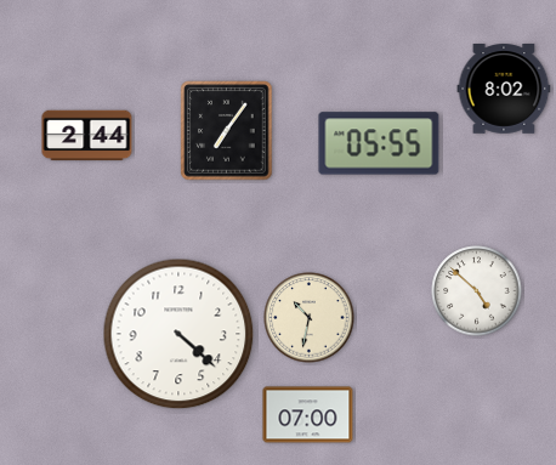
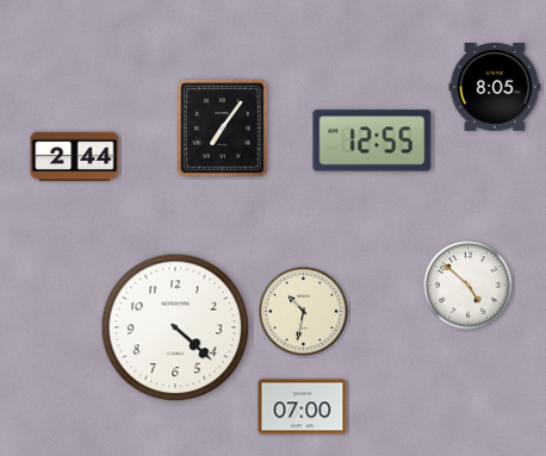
clock at (504, 90): 8:02 -> 8:05
clock at (87, 136) position: (87, 136) -> (75, 157)
clock at (379, 143): 05:55 -> 12:55
